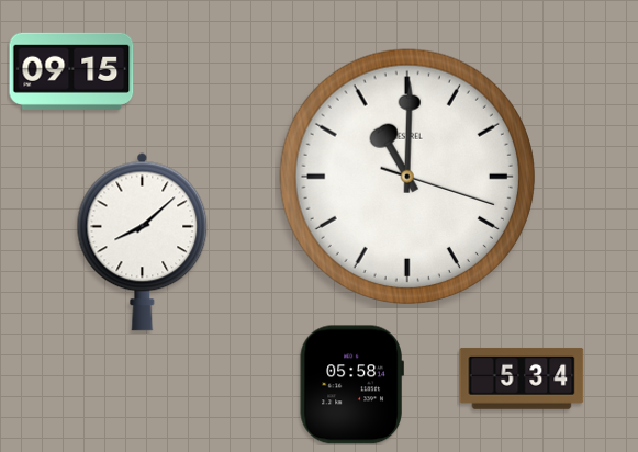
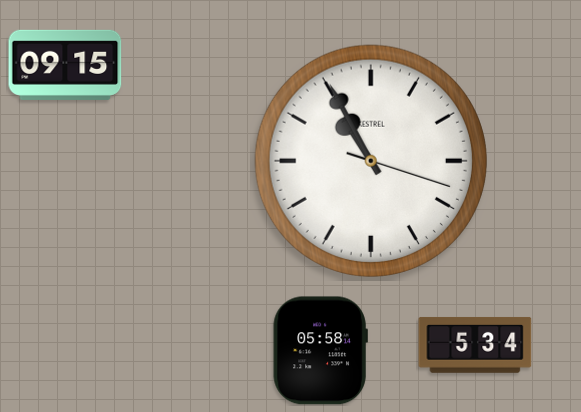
clock at (407, 177): 11:00 -> 10:55
clock at (143, 241): 8:08 -> none
